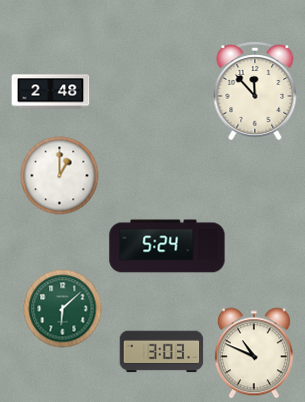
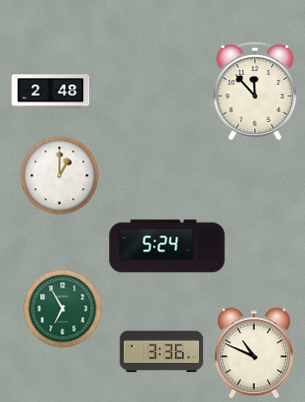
clock at (62, 308): 6:08 -> 6:55
clock at (161, 352): 3:03 -> 3:36
